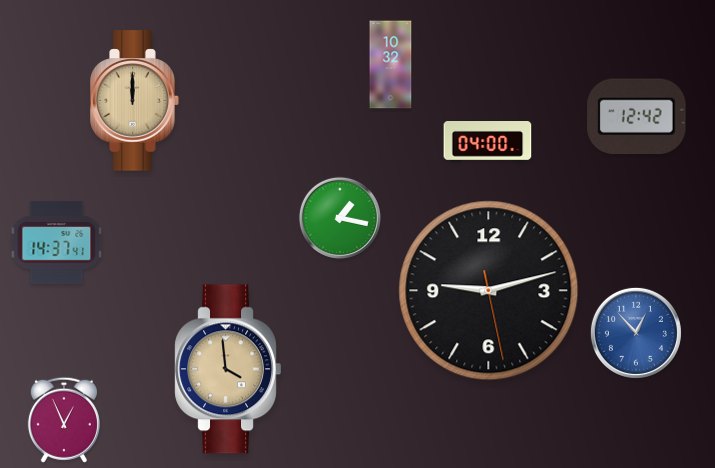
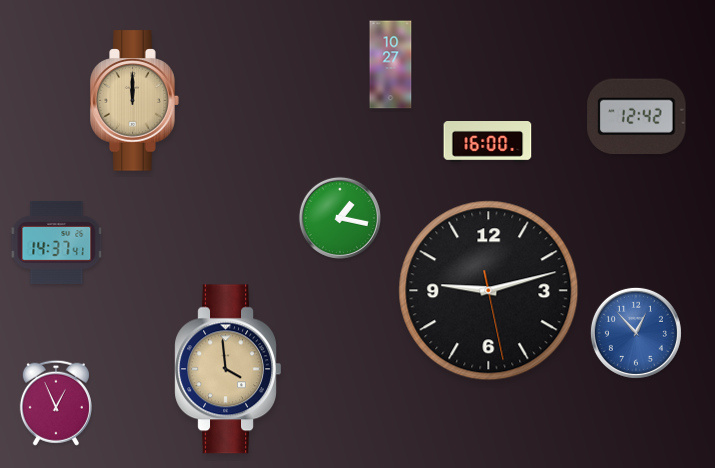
clock at (391, 65): 10:32 -> 10:27
clock at (488, 142): 04:00 -> 16:00
clock at (64, 420) position: (64, 420) -> (56, 403)
